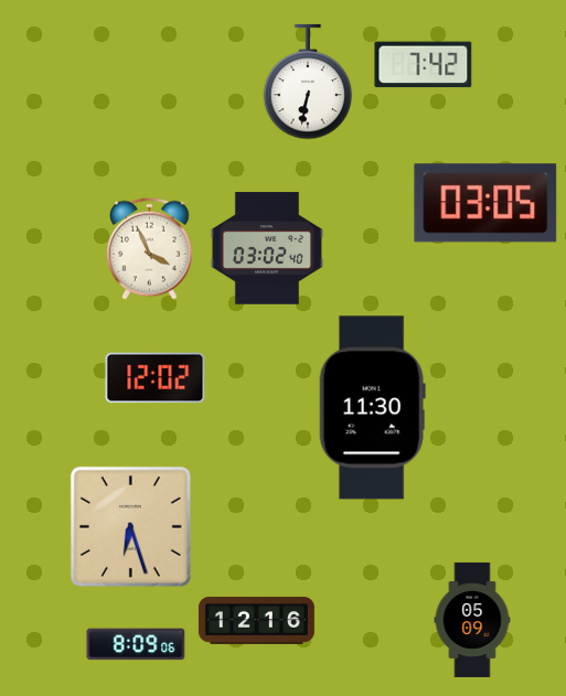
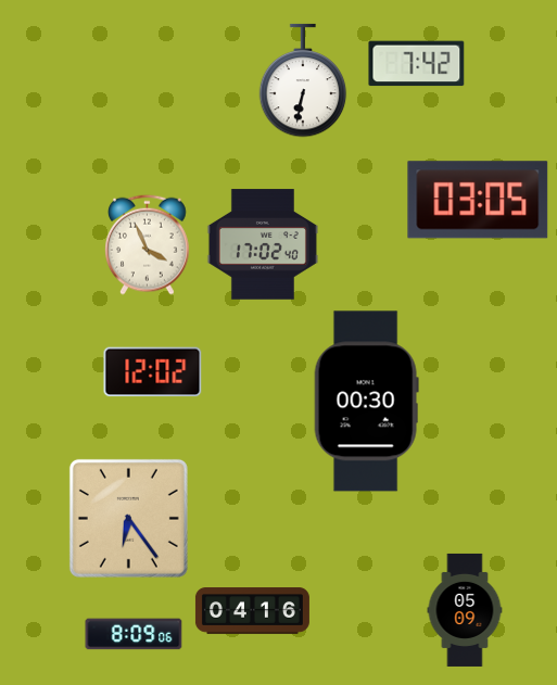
clock at (267, 248): 03:02 -> 17:02
clock at (372, 408): 11:30 -> 00:30
clock at (130, 526): 6:27 -> 6:24
clock at (256, 621): 12:16 -> 04:16
